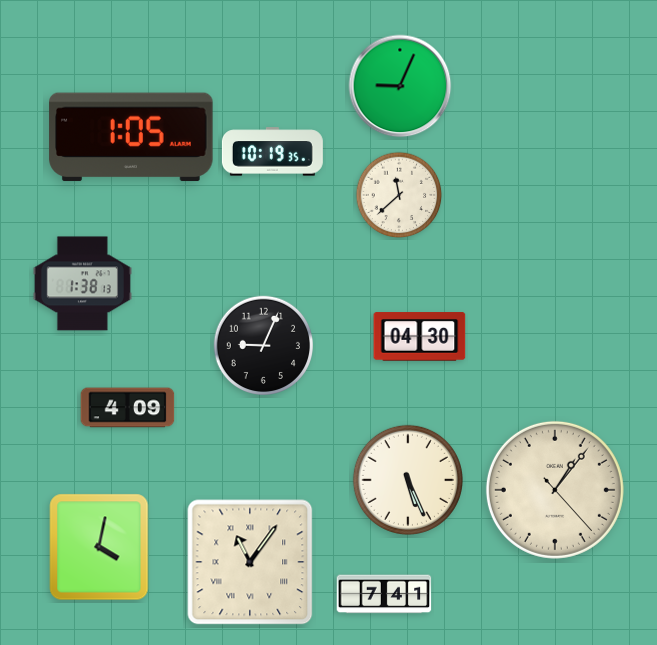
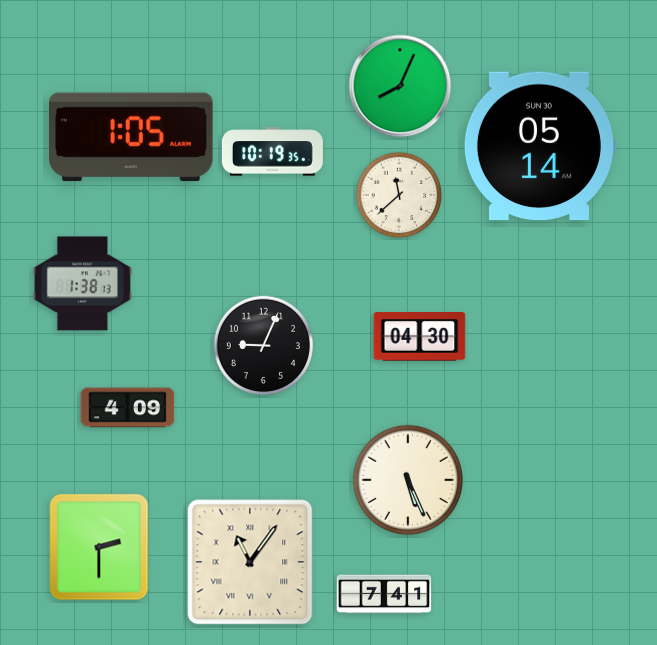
clock at (400, 86): 9:04 -> 8:04
clock at (539, 146): none -> 05:14
clock at (555, 490): 1:06 -> none
clock at (99, 547): 4:02 -> 2:30
